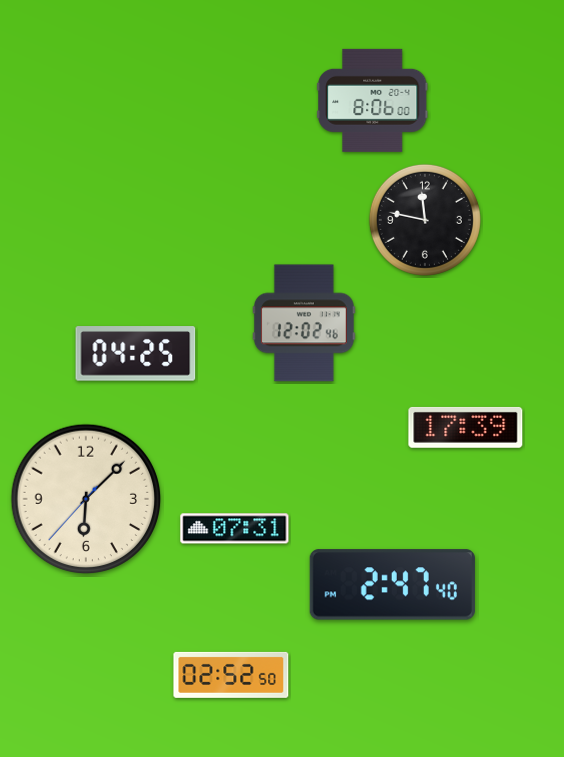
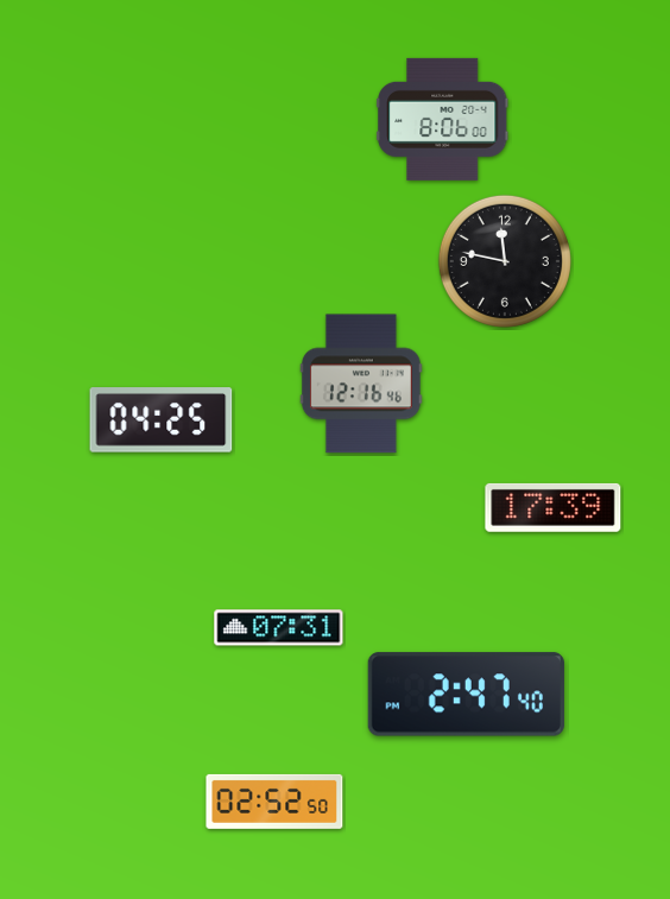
clock at (304, 323): 12:02 -> 12:16
clock at (86, 499): 6:07 -> none
